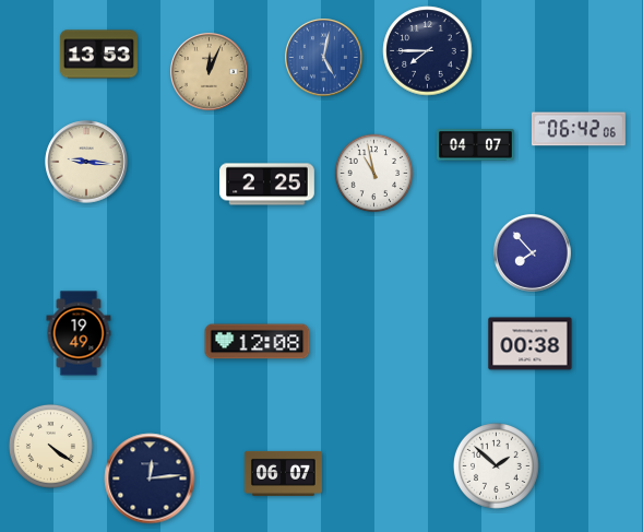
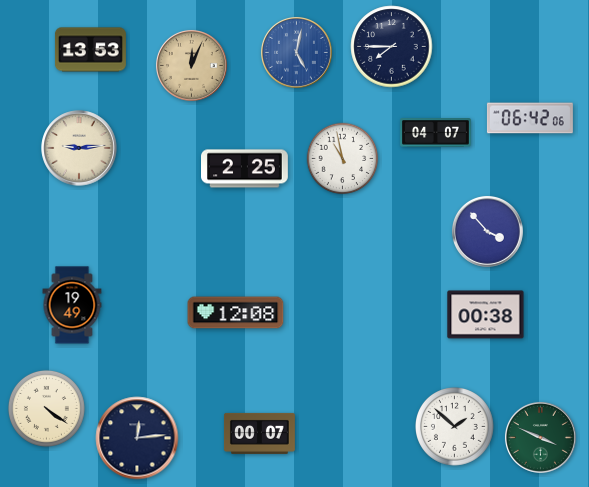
clock at (86, 162): 9:16 -> 9:14
clock at (532, 252): 7:53 -> 3:53
clock at (283, 473): 06:07 -> 00:07
clock at (540, 437): none -> 3:49
